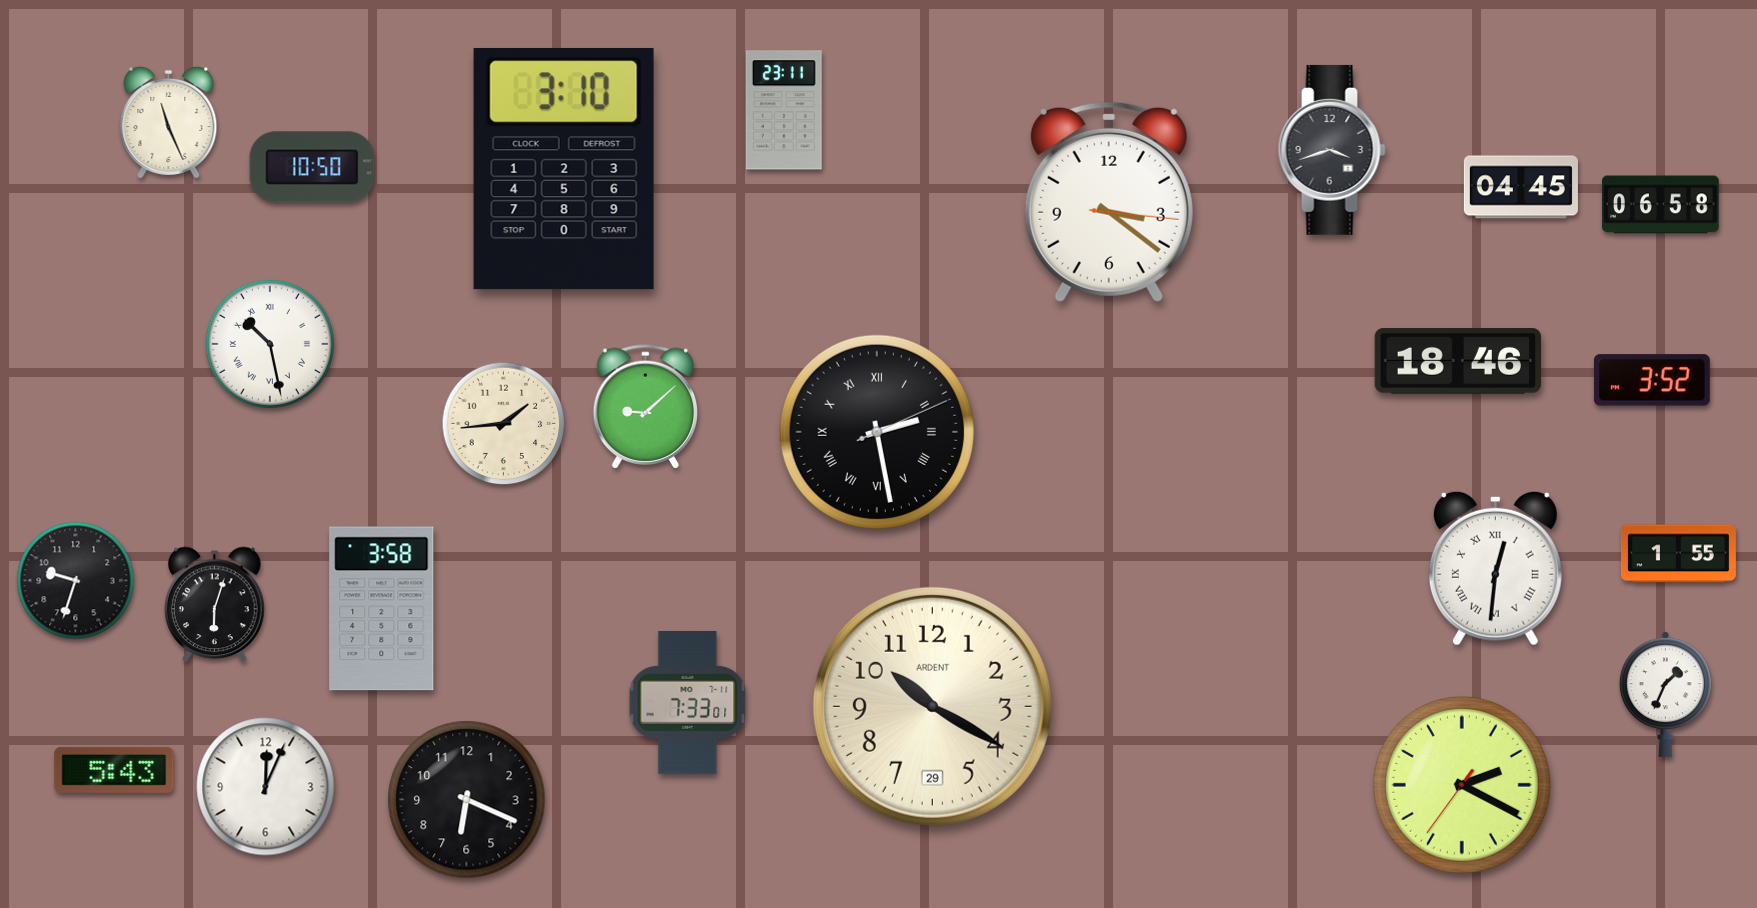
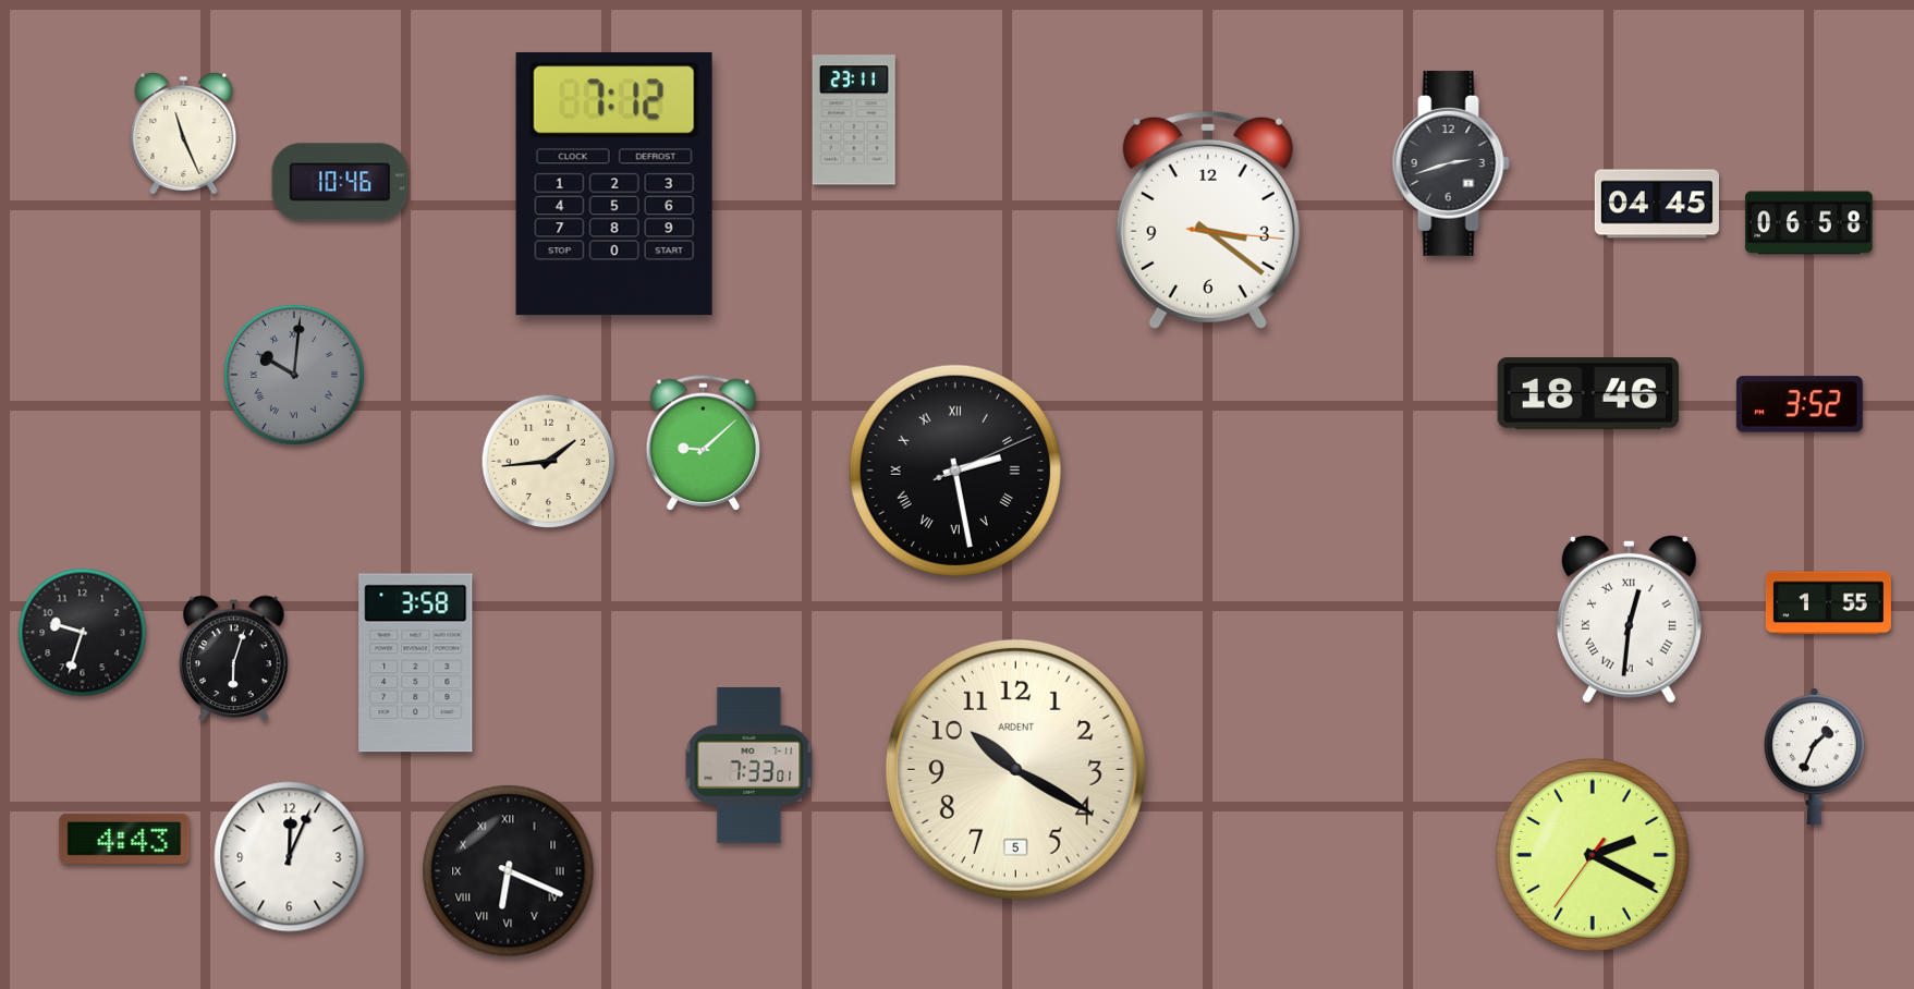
clock at (1332, 150): 3:42 -> 2:42
clock at (312, 167): 10:50 -> 10:46
clock at (564, 169): 3:10 -> 7:12
clock at (270, 344): 10:28 -> 10:01
clock at (270, 344) dial: white -> grey
clock at (1652, 380) position: (1652, 380) -> (1800, 404)
clock at (932, 706) date: 29 -> 5
clock at (114, 770): 5:43 -> 4:43
clock at (467, 800) numerals: Arabic -> Roman
